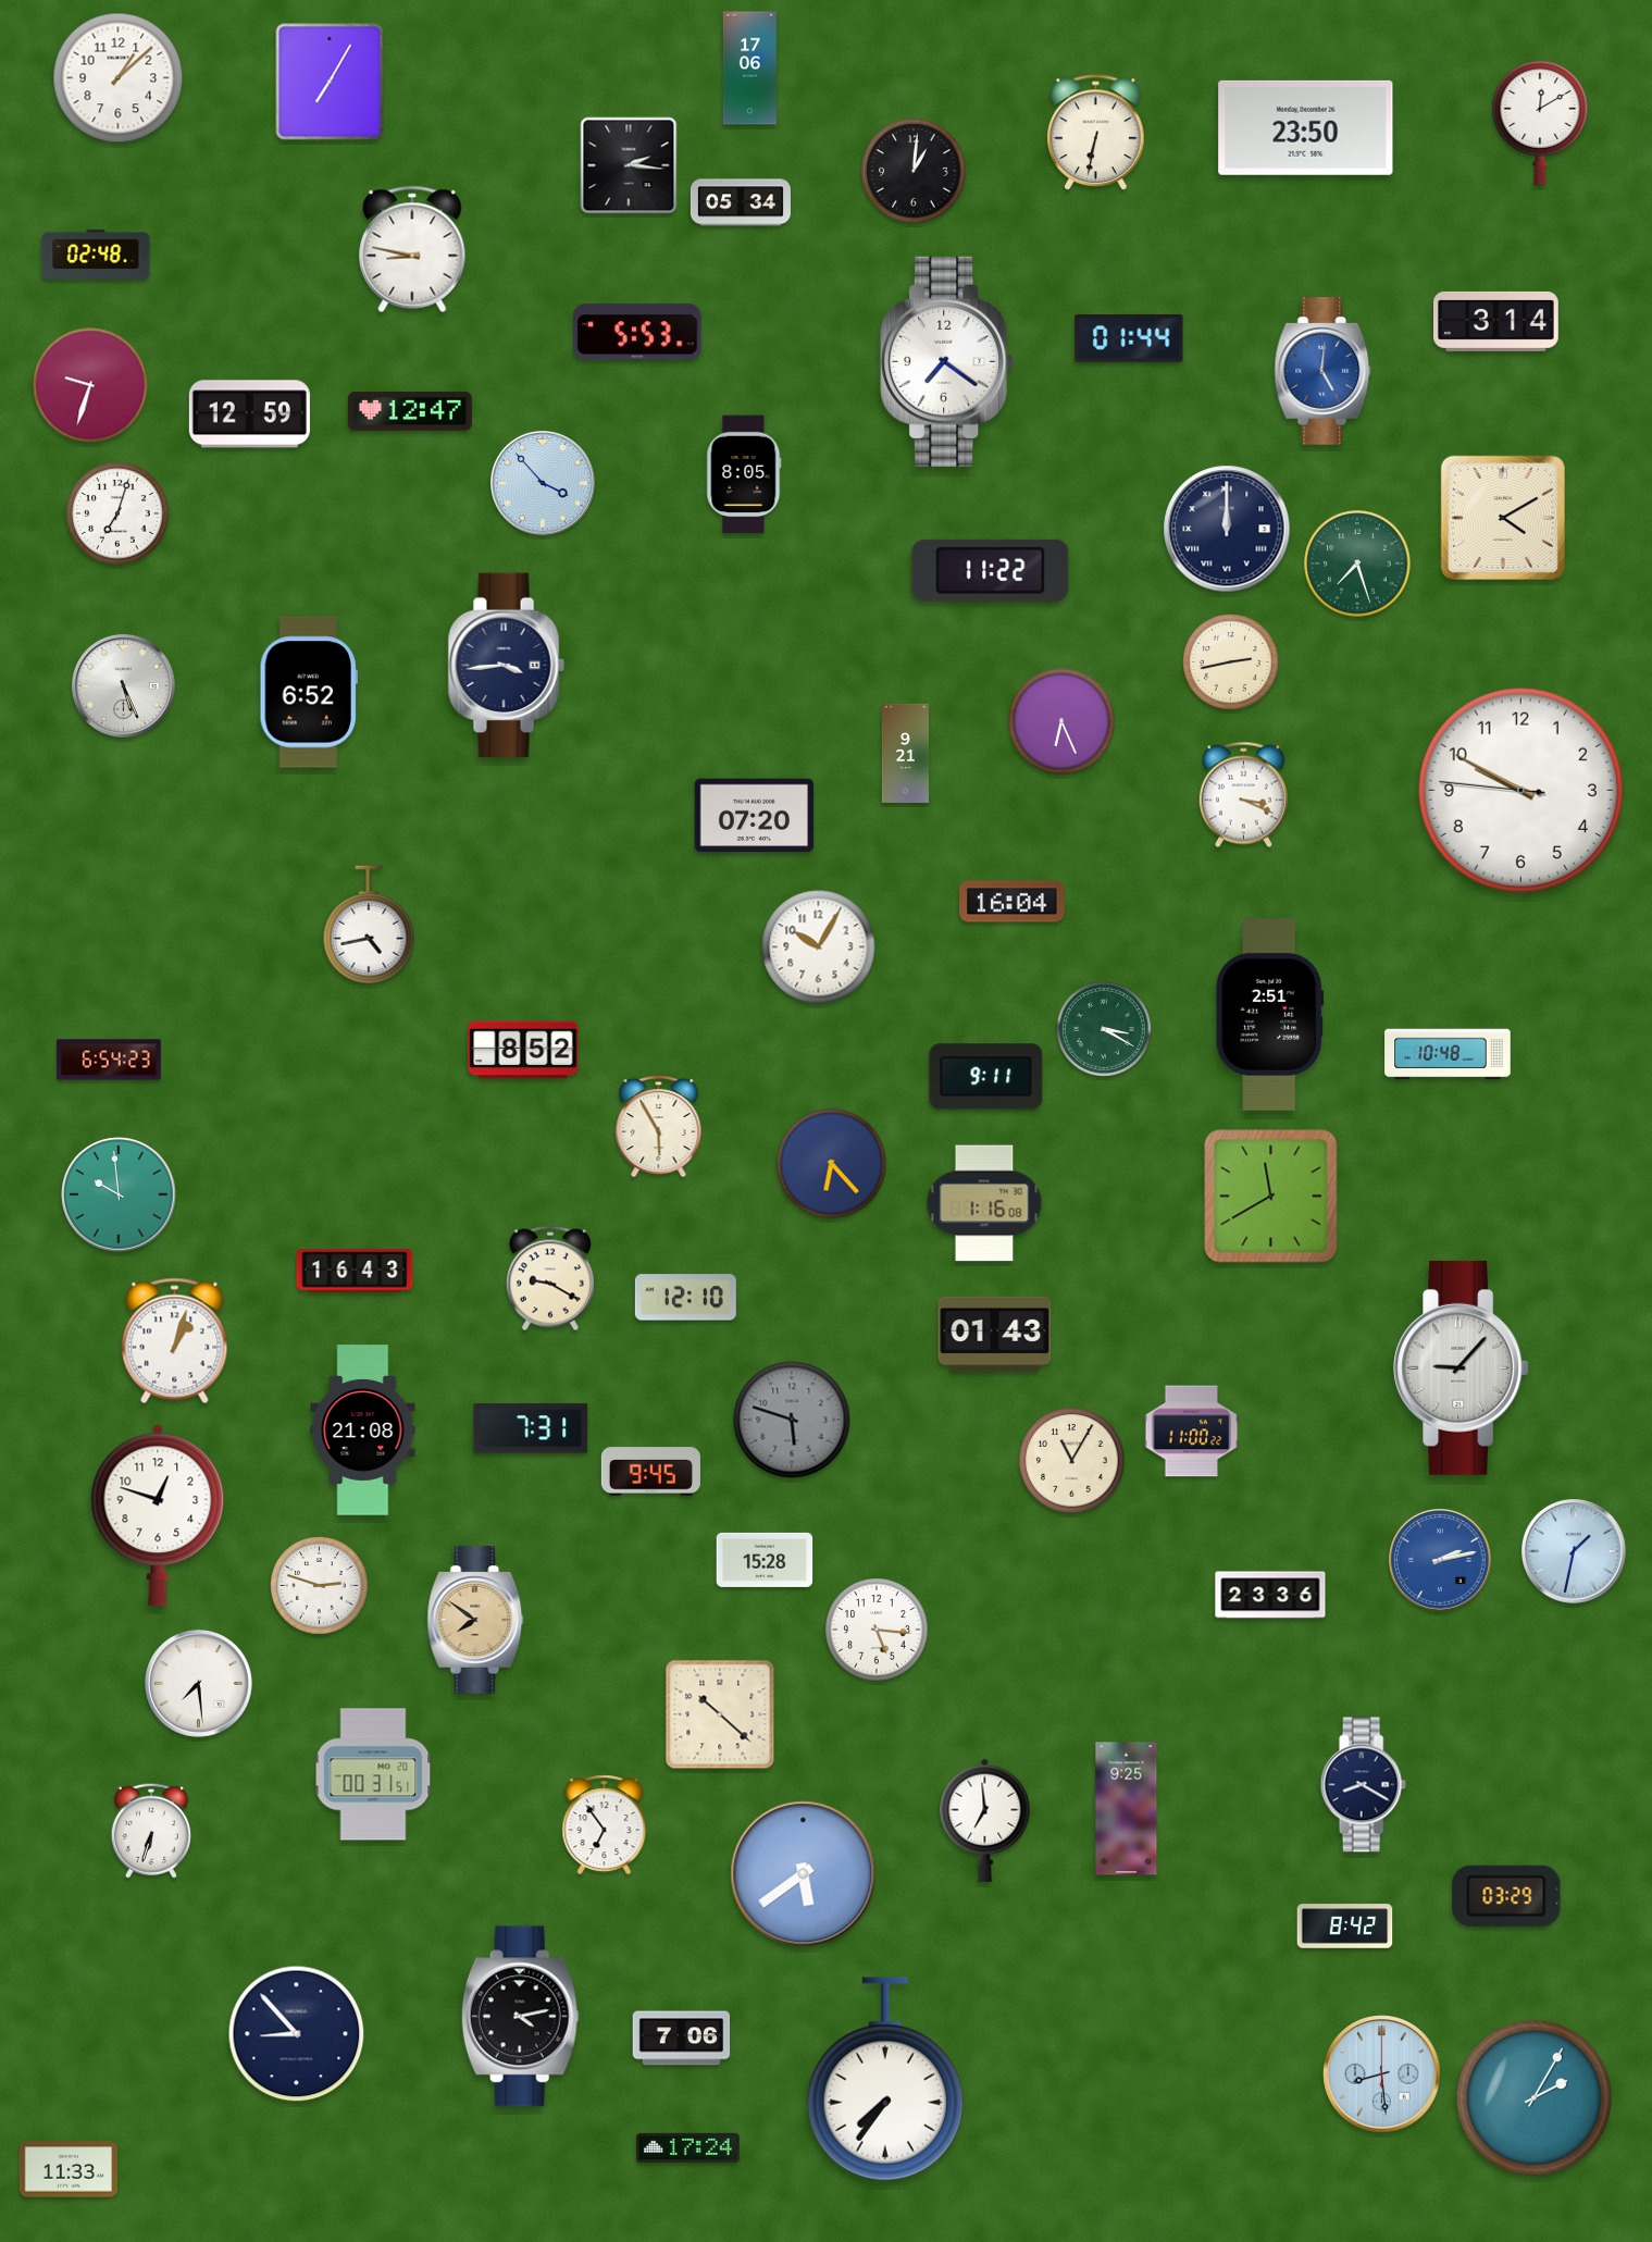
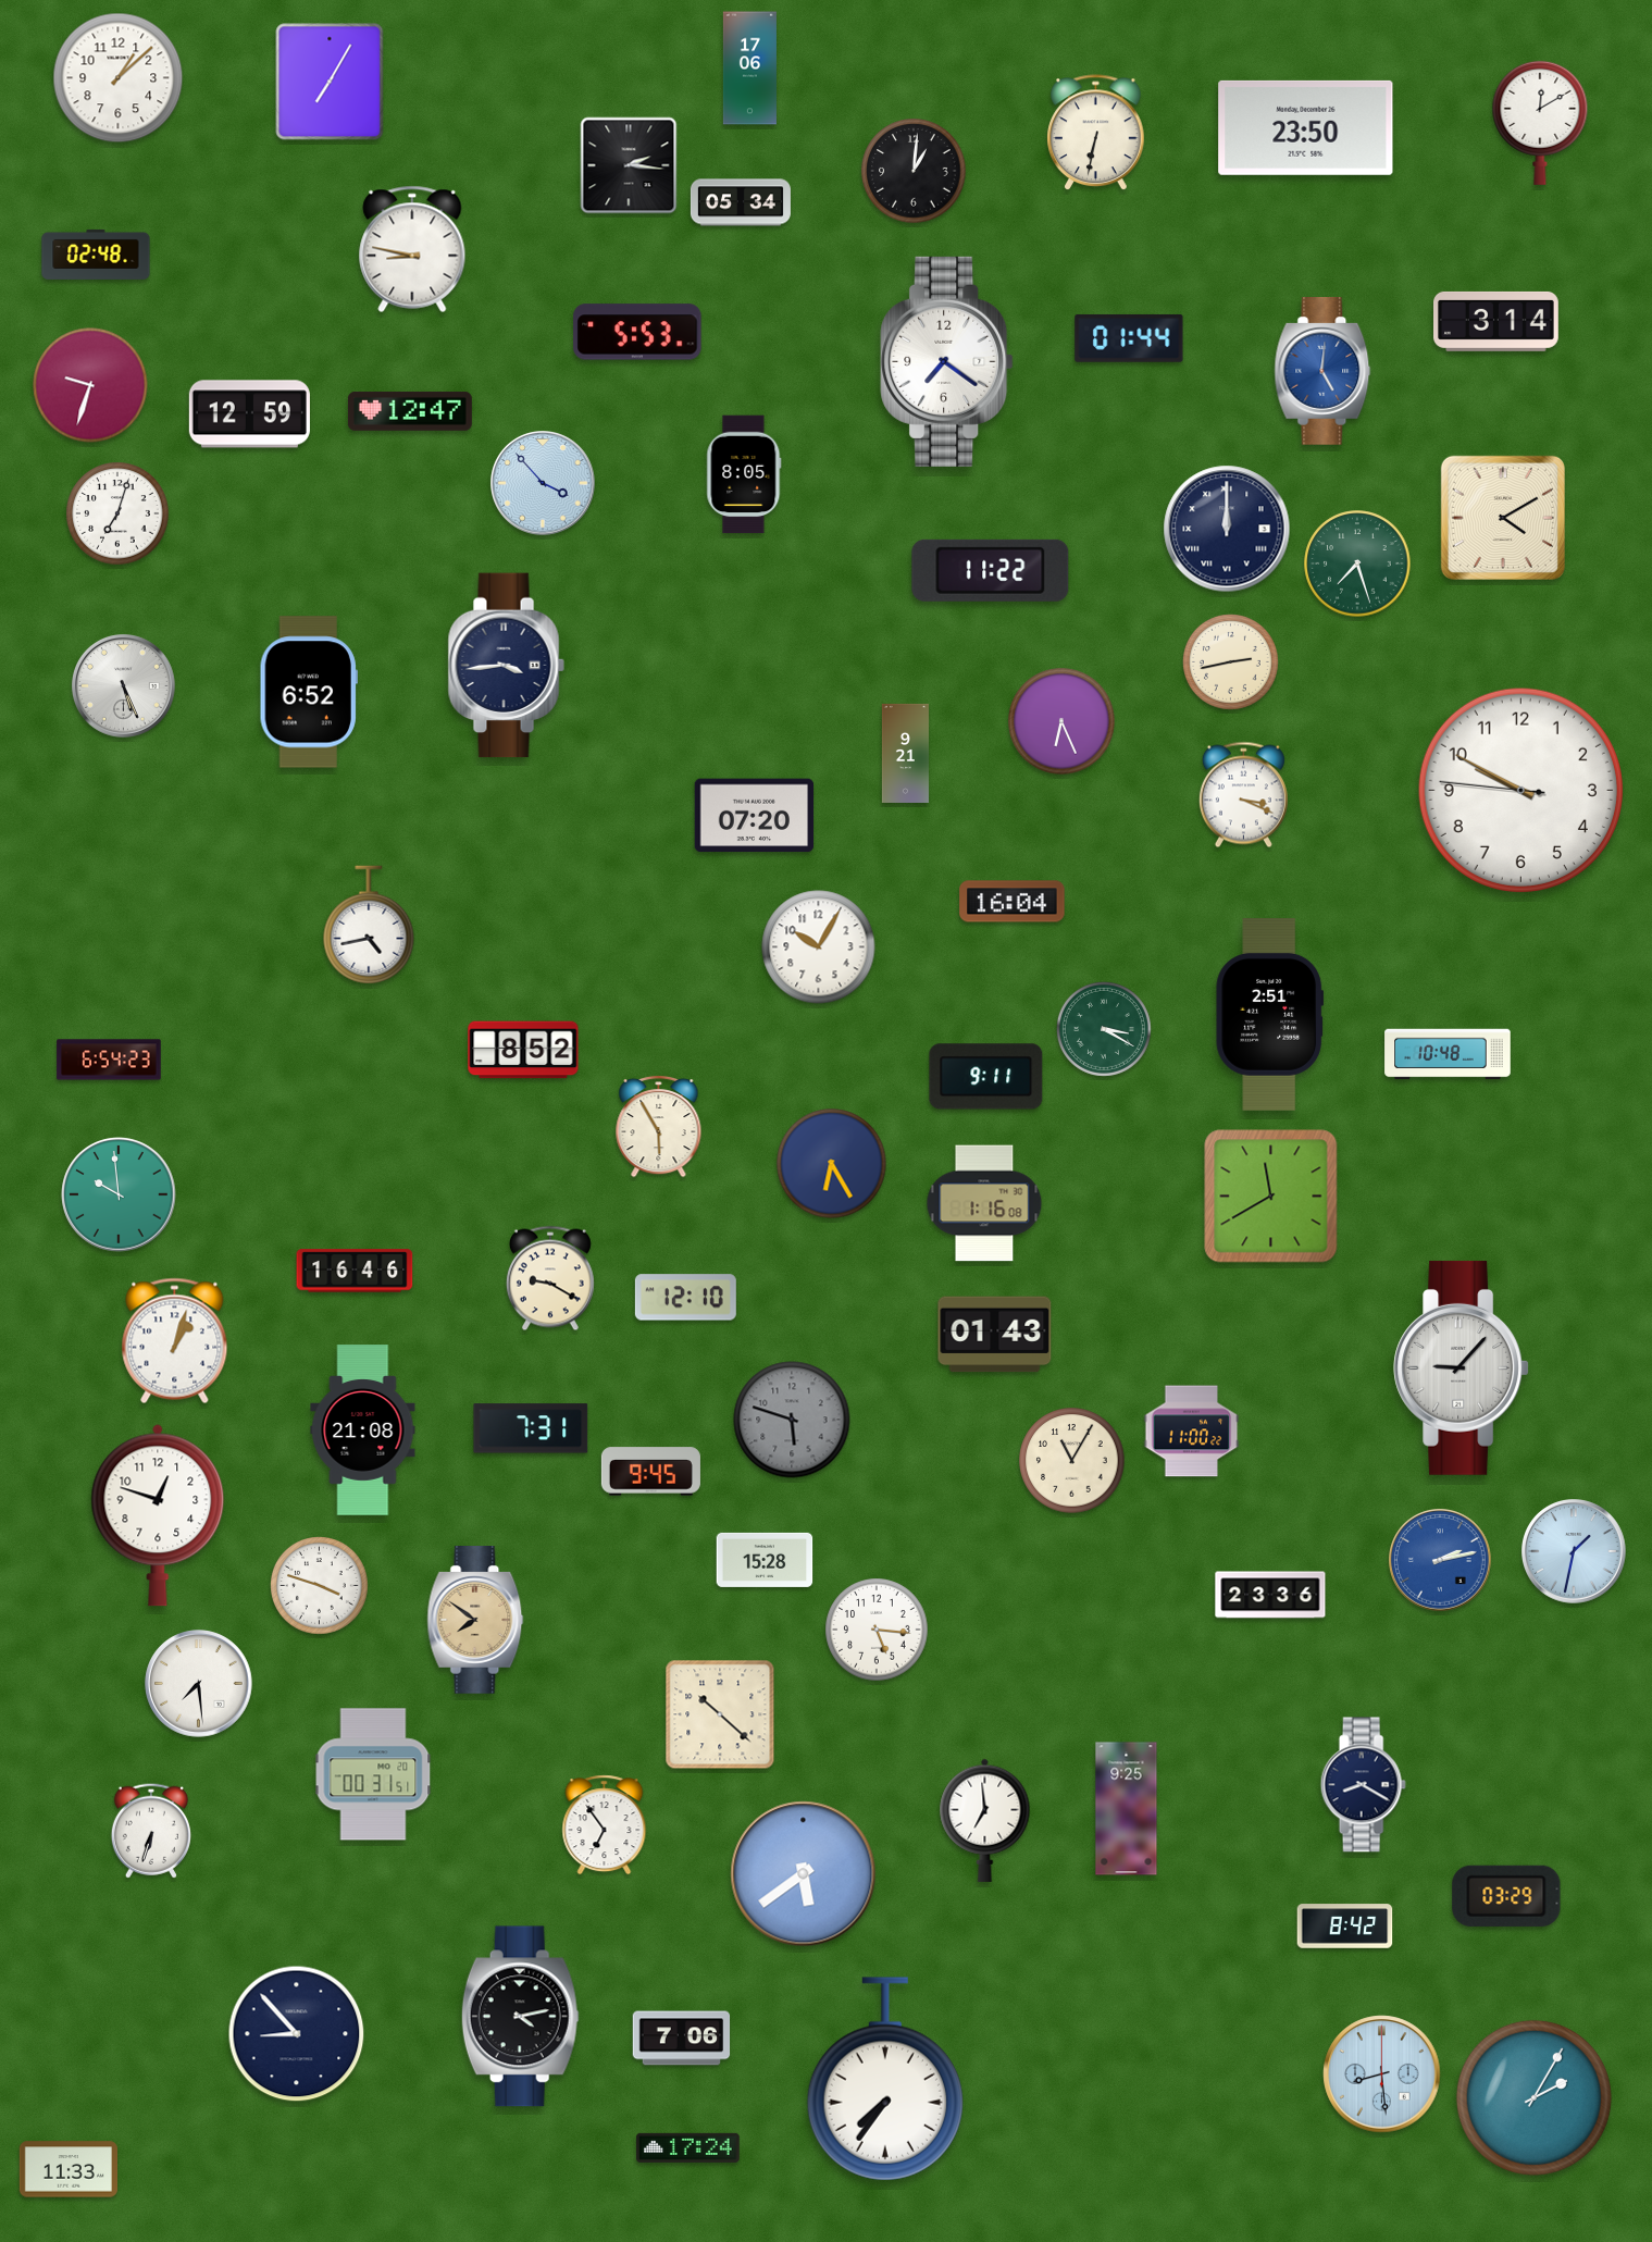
clock at (832, 1164): 6:23 -> 6:25
clock at (355, 1271): 16:43 -> 16:46
clock at (320, 1586): 2:48 -> 3:48
